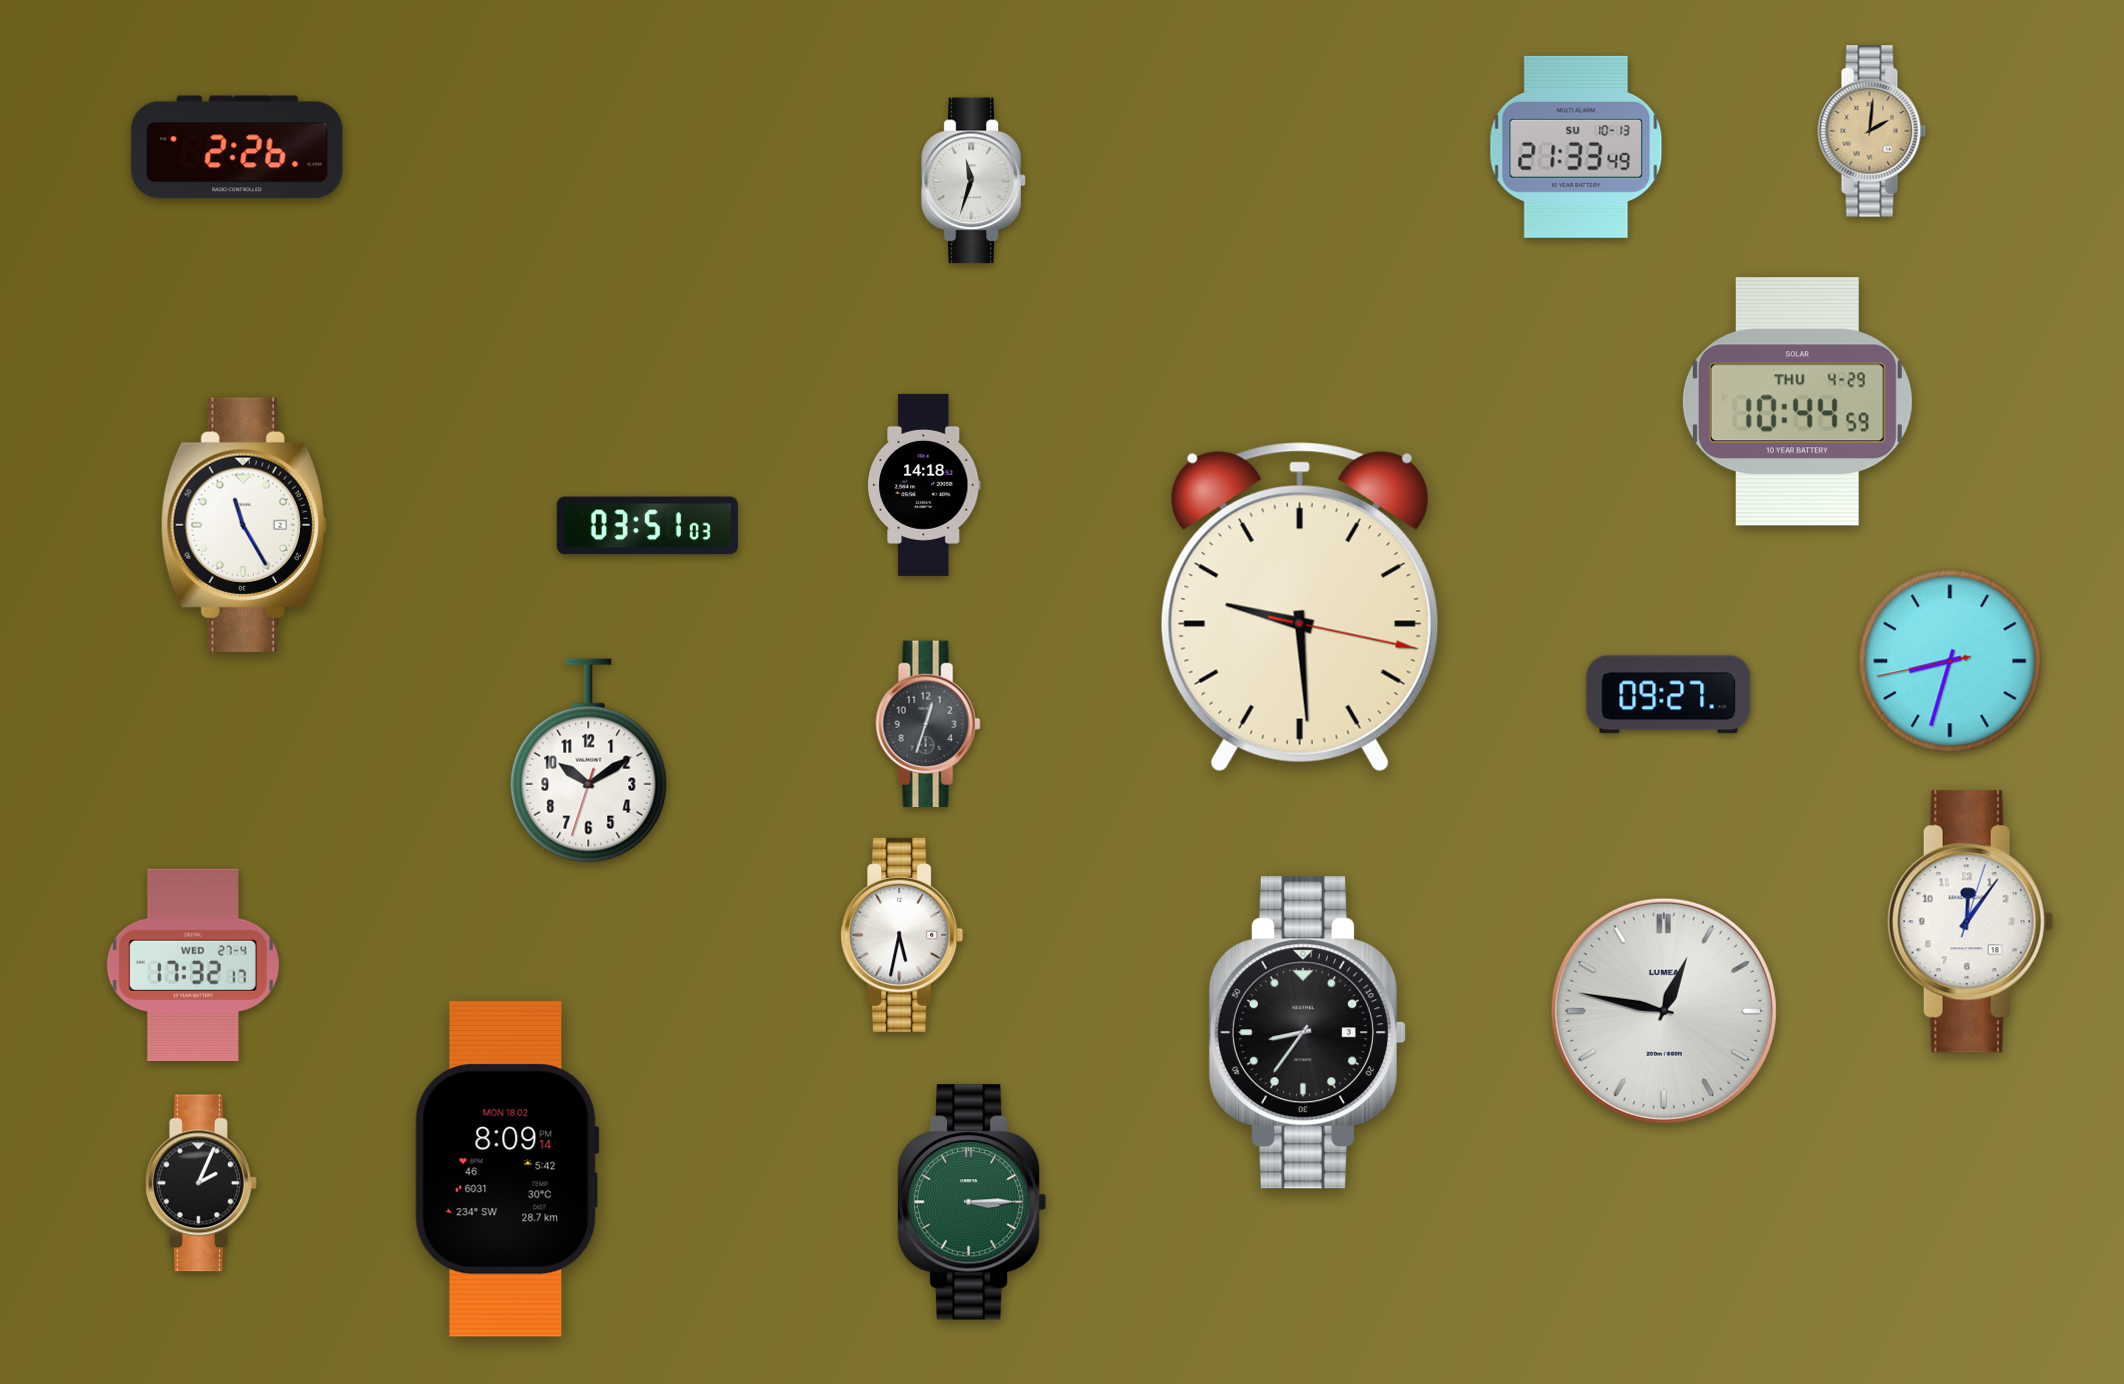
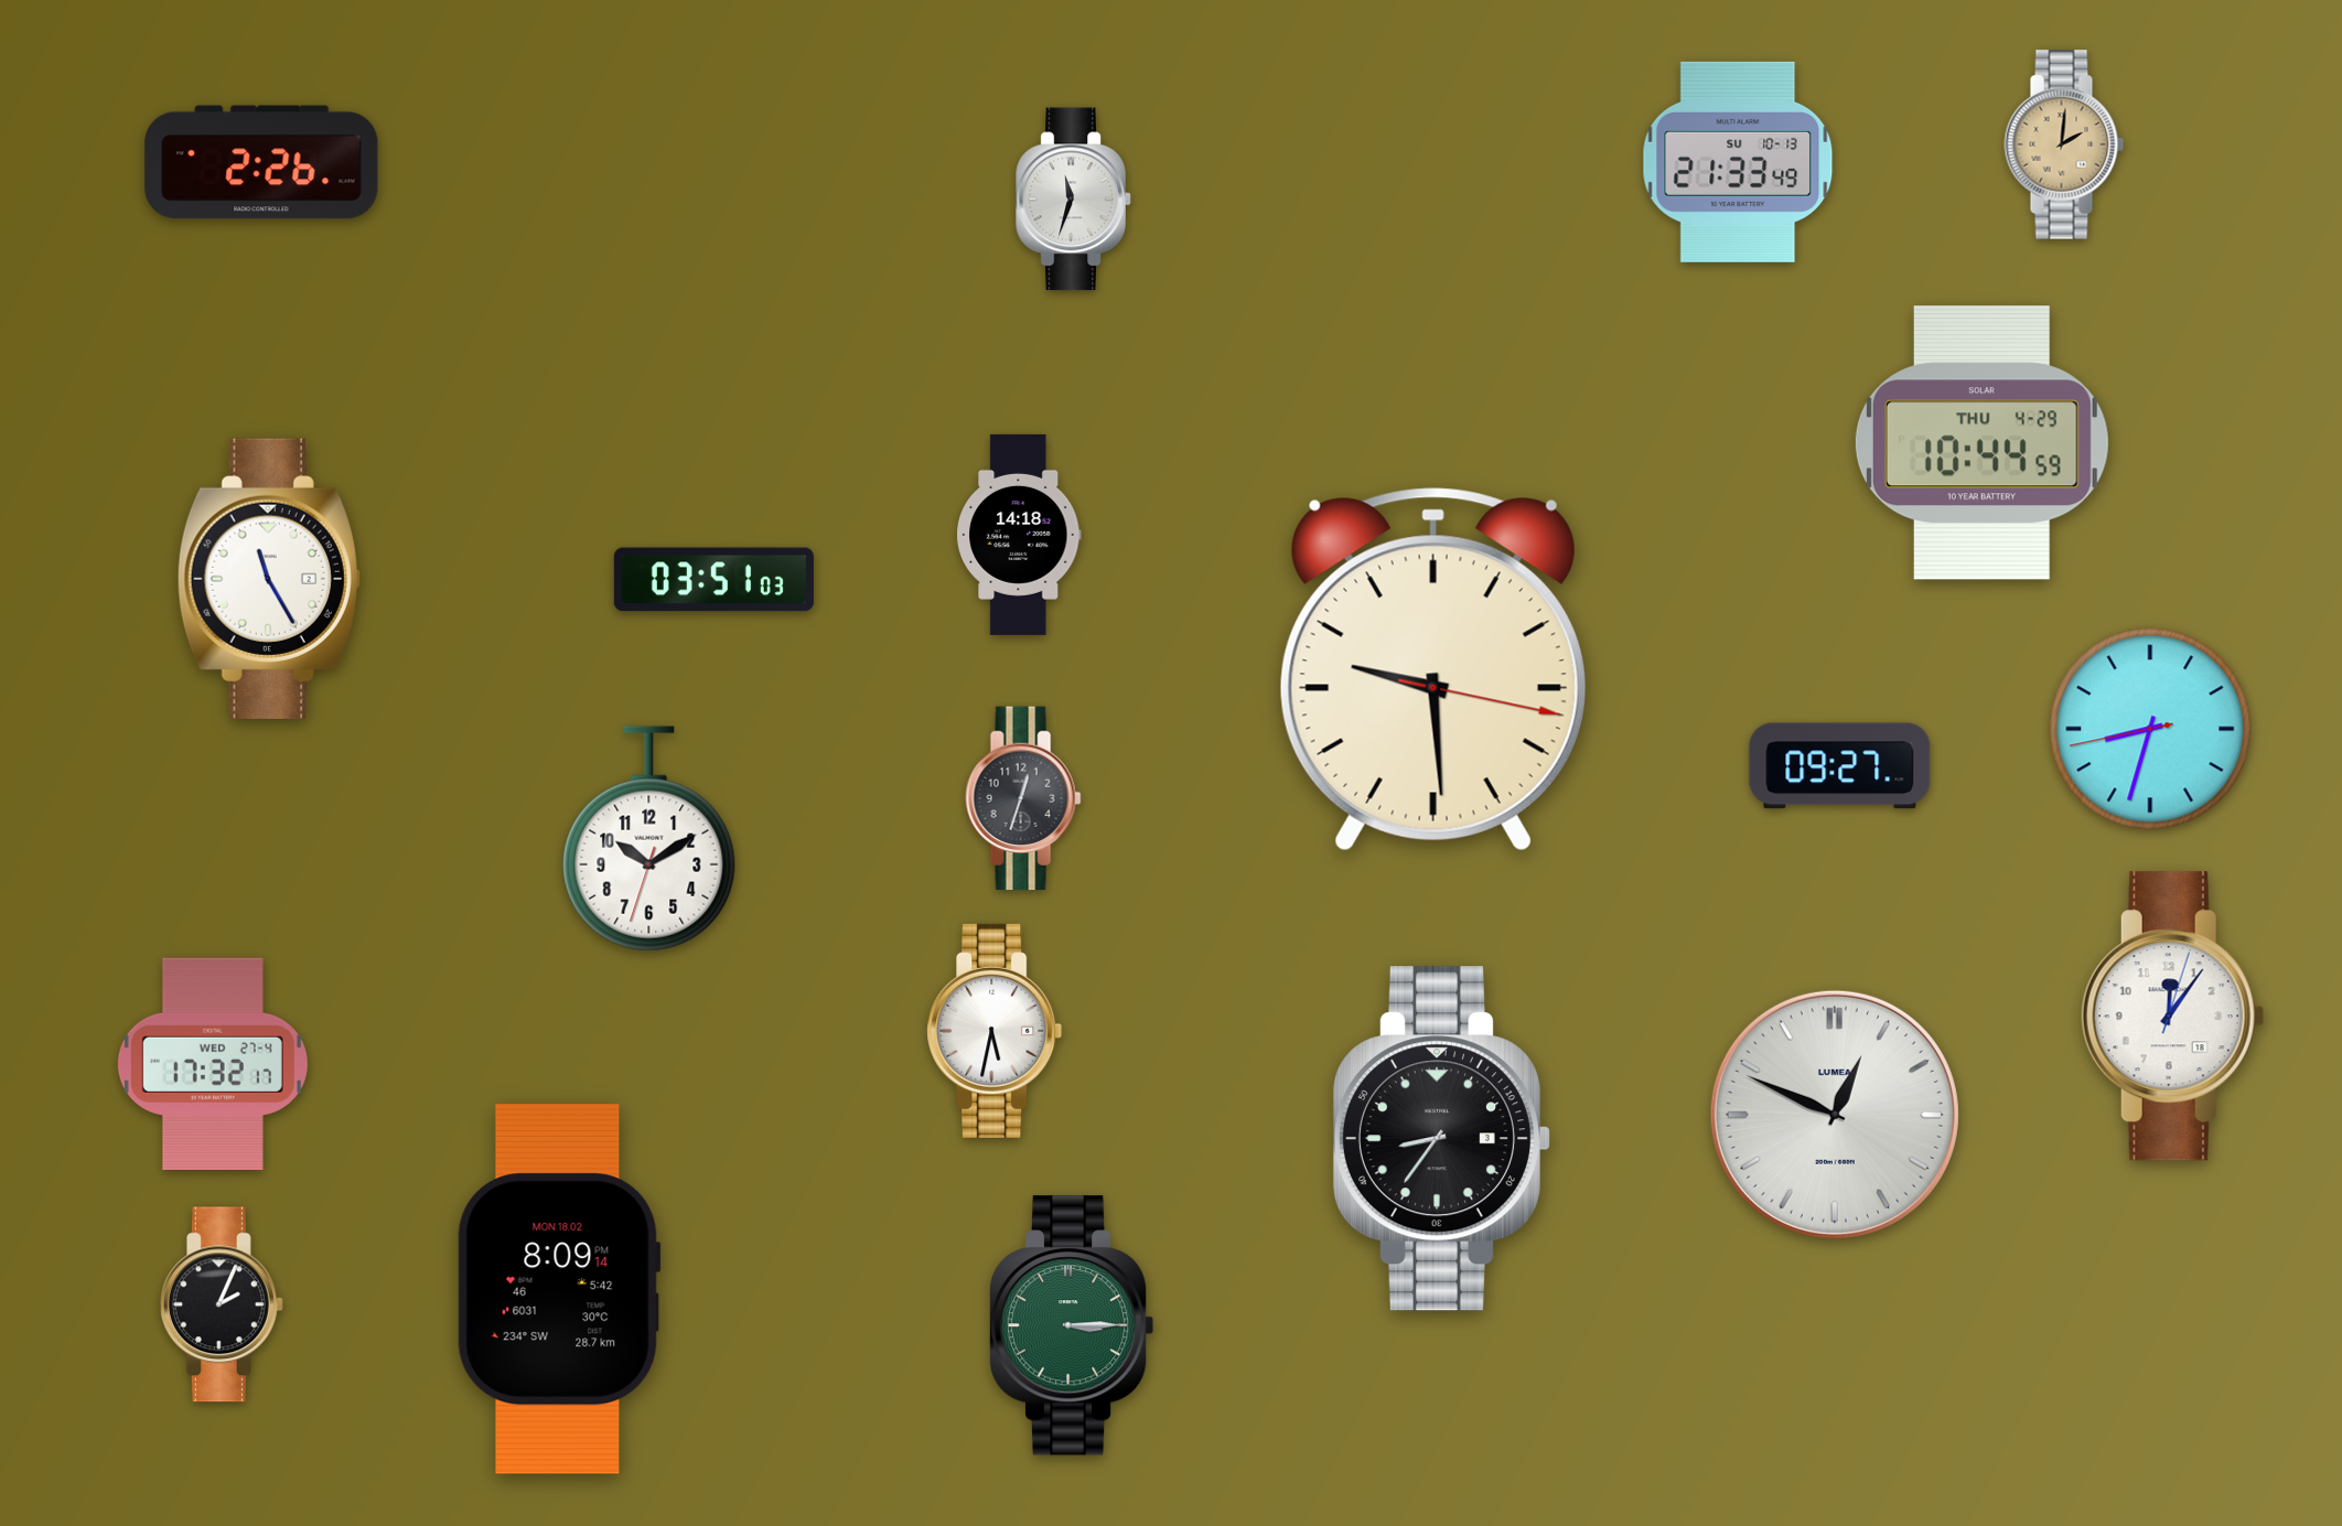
clock at (1664, 1011): 12:47 -> 12:49
